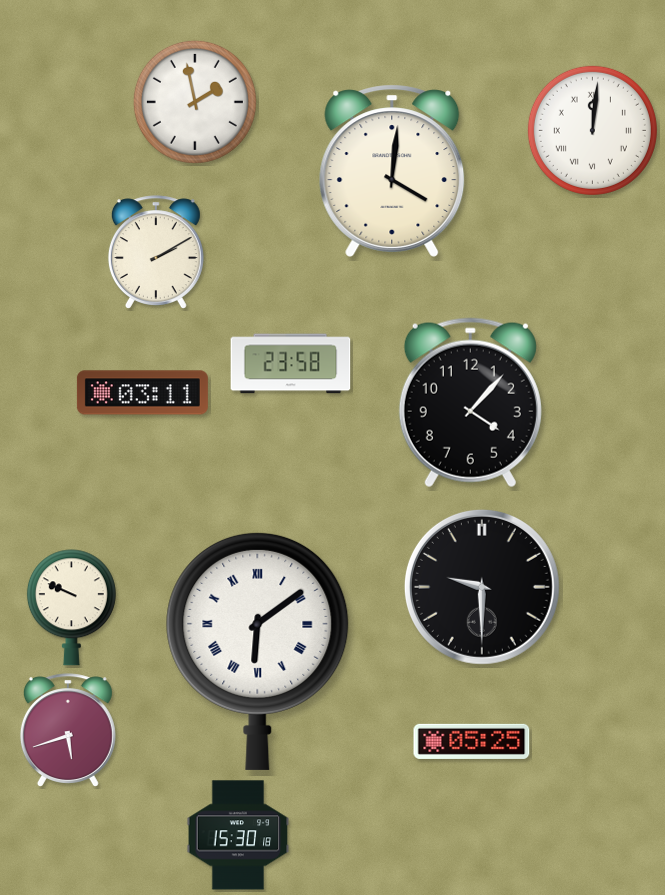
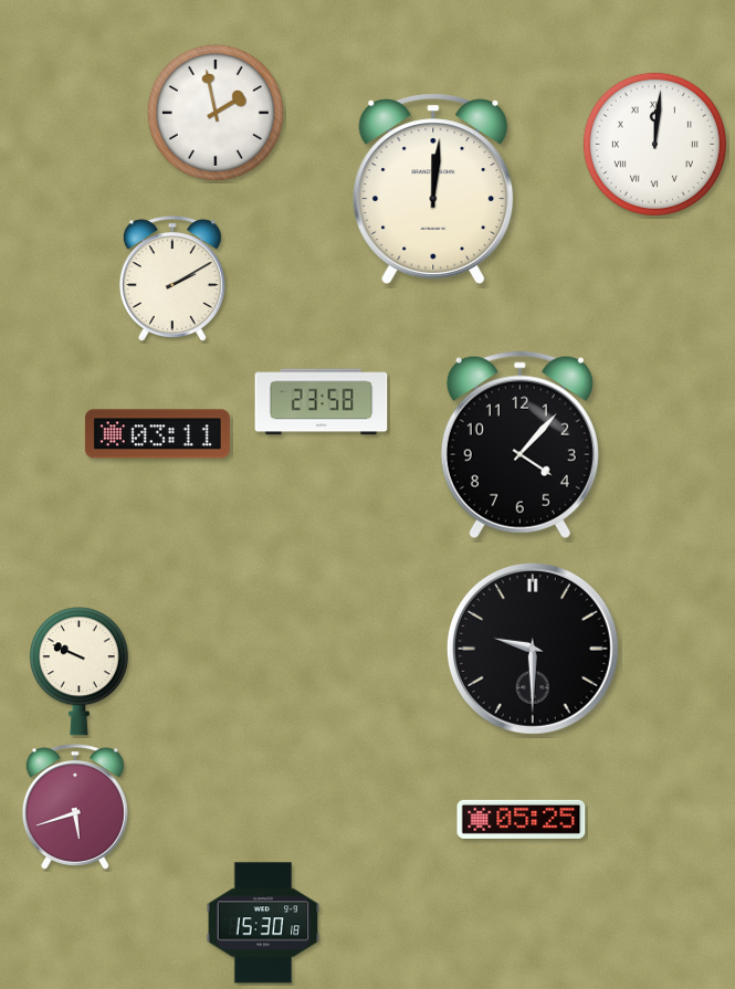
clock at (392, 171): 4:01 -> 12:01
clock at (258, 651): 6:09 -> none
